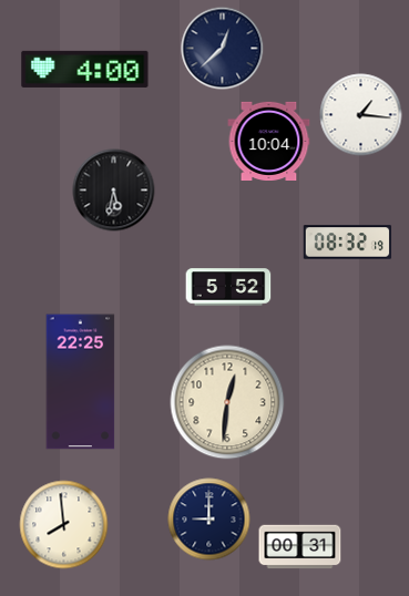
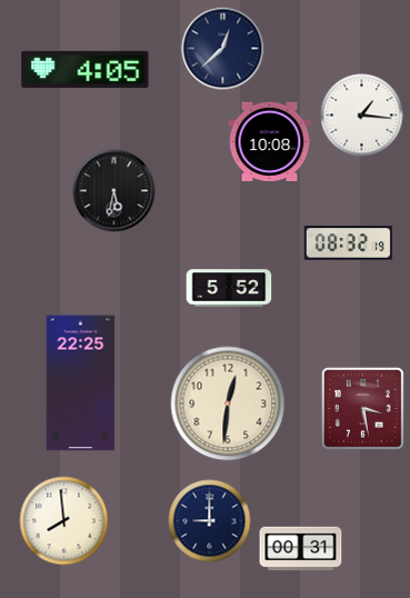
clock at (85, 69): 4:00 -> 4:05
clock at (269, 141): 10:04 -> 10:08
clock at (362, 408): none -> 3:28
clock at (64, 525) position: (64, 525) -> (64, 521)
